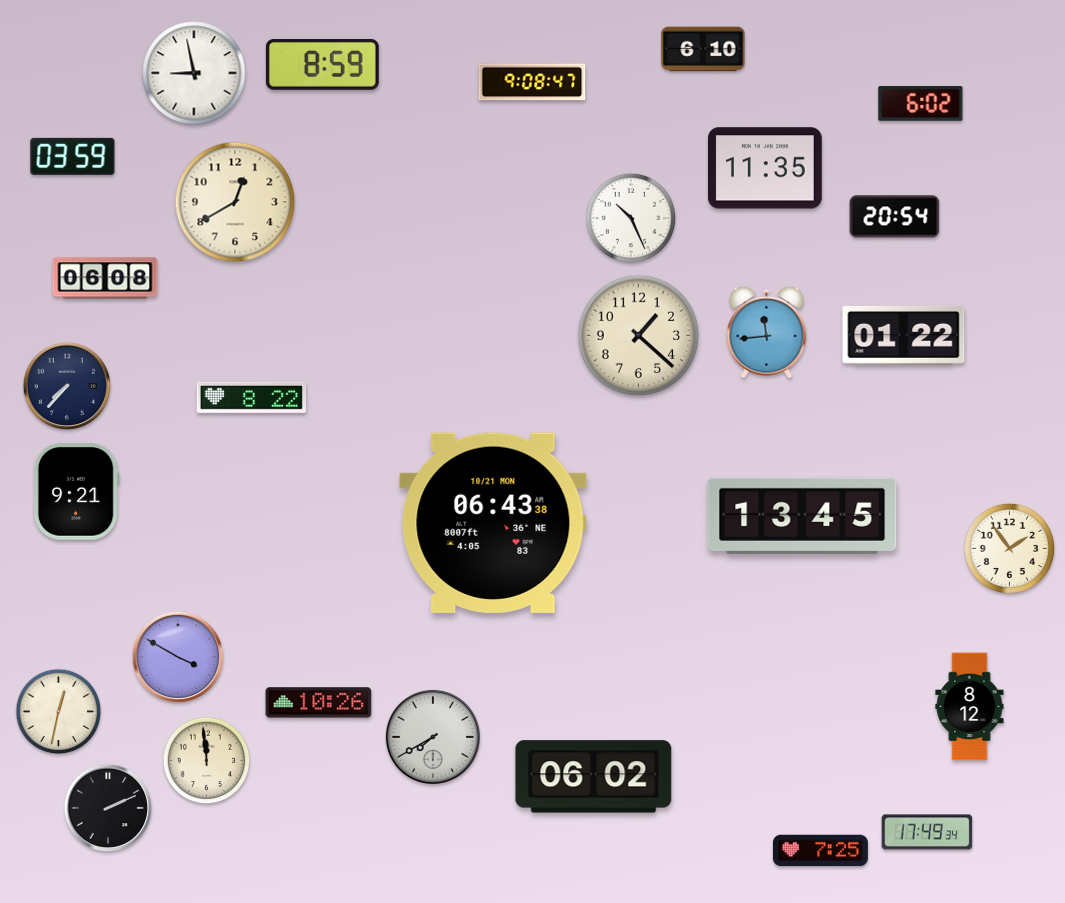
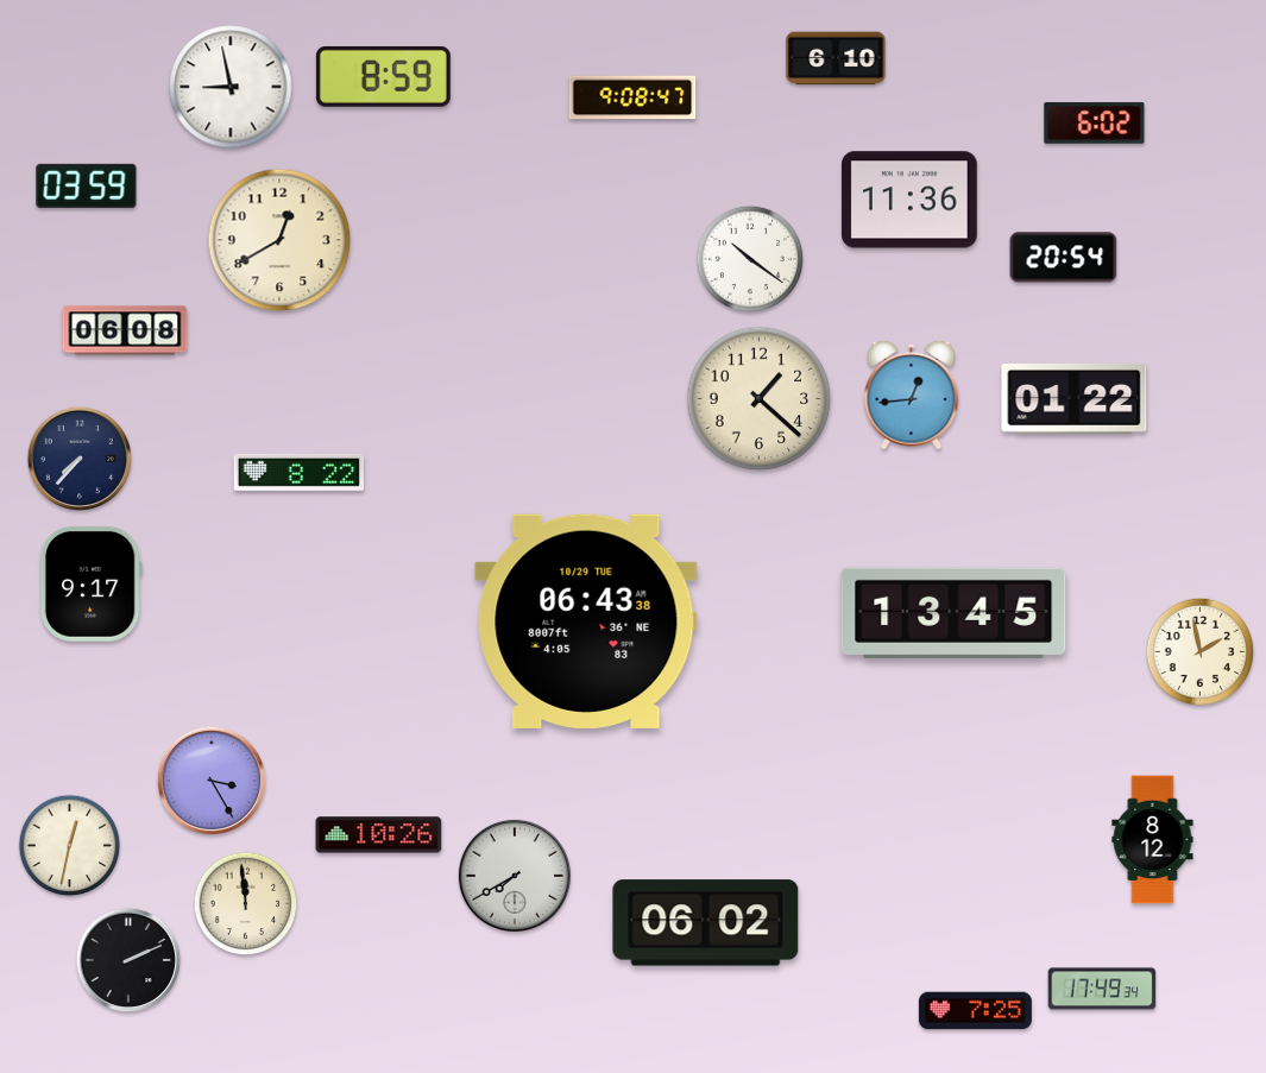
clock at (766, 168): 11:35 -> 11:36
clock at (630, 217): 10:26 -> 10:21
clock at (767, 332): 11:44 -> 12:44
clock at (76, 492): 9:21 -> 9:17
clock at (493, 523) date: 10/21 MON -> 10/29 TUE
clock at (1009, 548): 1:54 -> 1:58
clock at (178, 657): 3:50 -> 3:25
